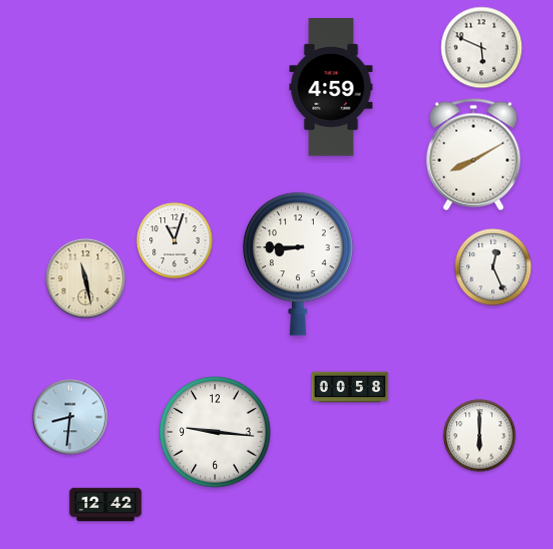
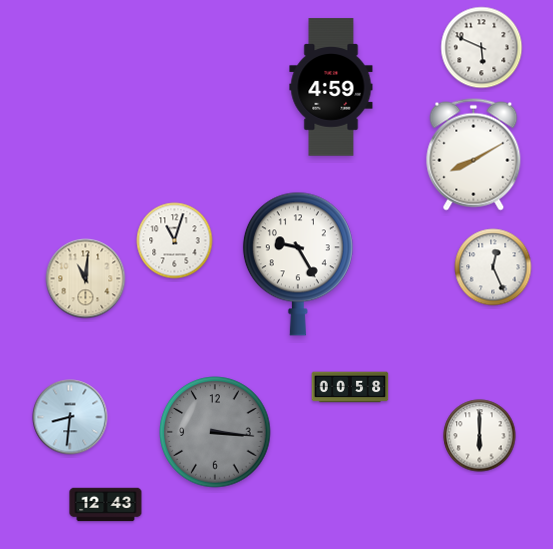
clock at (298, 264): 8:45 -> 9:25
clock at (86, 279): 11:28 -> 11:01
clock at (215, 432): 9:16 -> 3:16
clock at (215, 432) dial: white -> grey
clock at (106, 505): 12:42 -> 12:43
